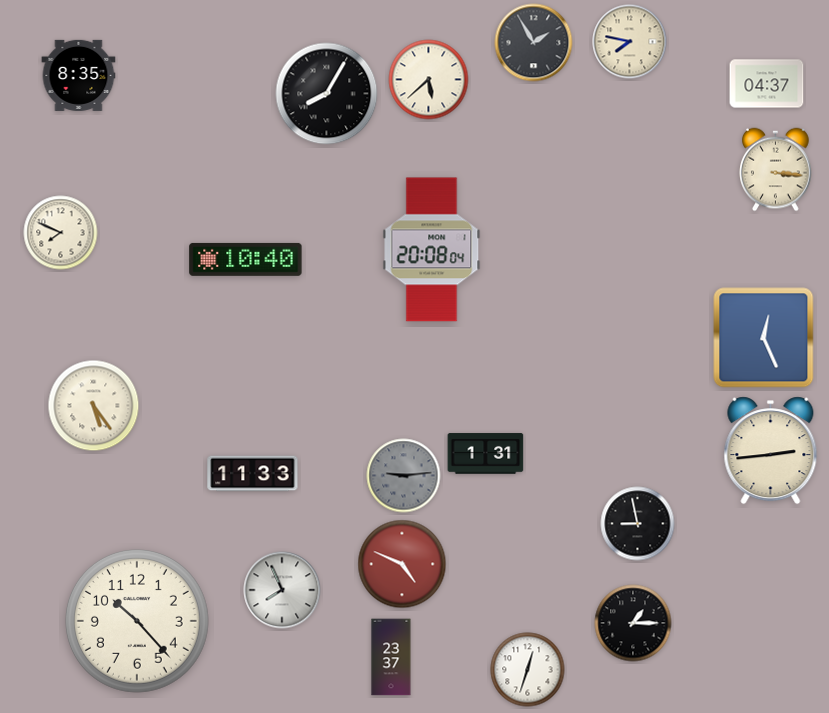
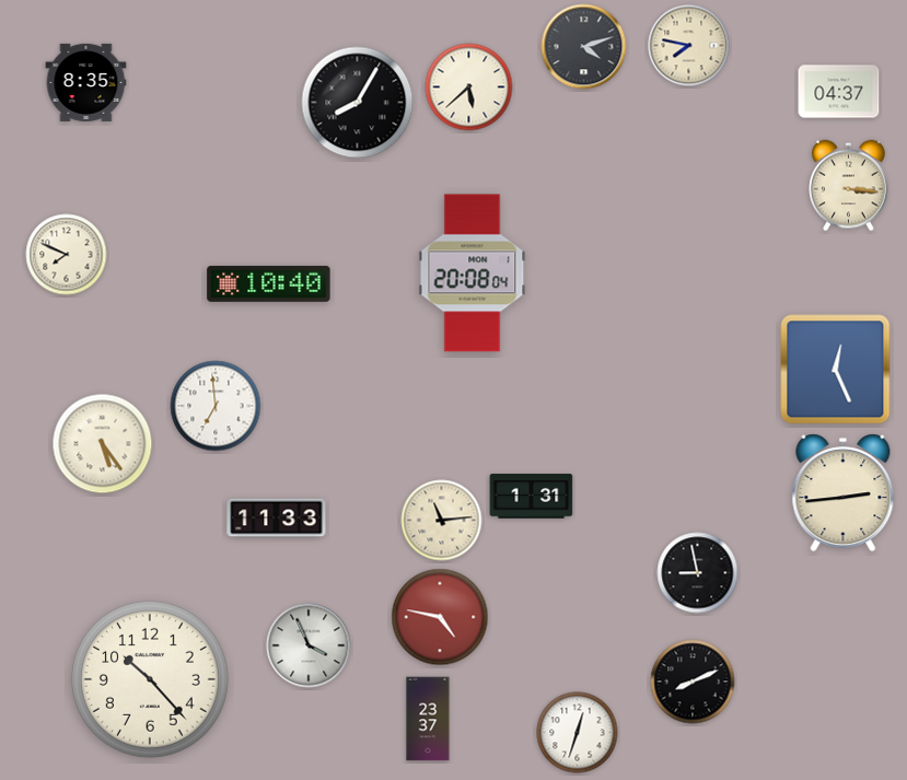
clock at (534, 43): 1:55 -> 4:12
clock at (216, 406): none -> 6:59
clock at (404, 476): 9:14 -> 11:14
clock at (404, 476) dial: grey -> cream
clock at (402, 564): 4:49 -> 4:47
clock at (282, 590): 7:56 -> 3:56
clock at (633, 623): 1:15 -> 8:11
